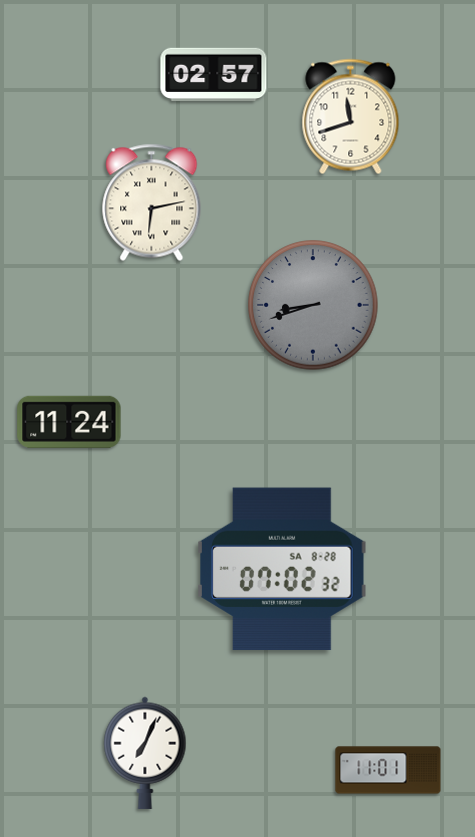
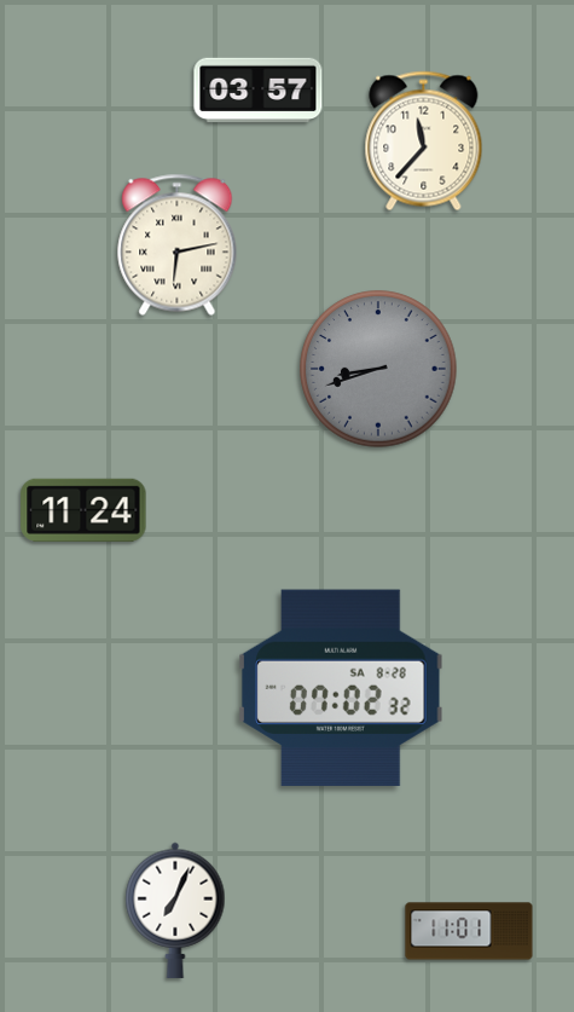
clock at (214, 75): 02:57 -> 03:57
clock at (351, 117): 11:42 -> 11:37
clock at (152, 202) position: (152, 202) -> (178, 244)
